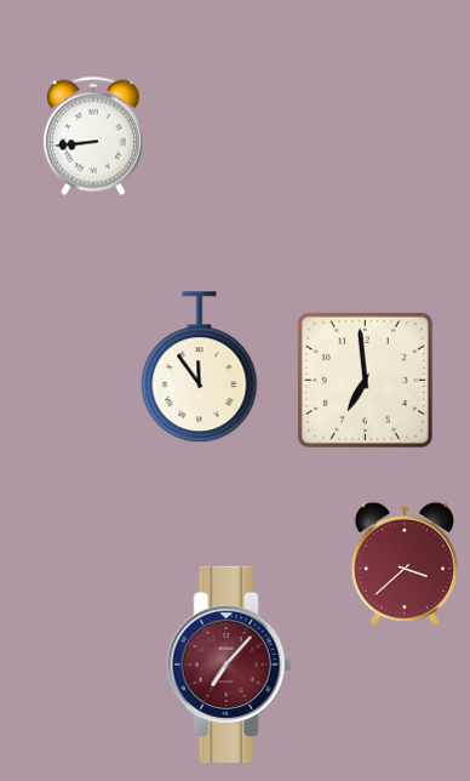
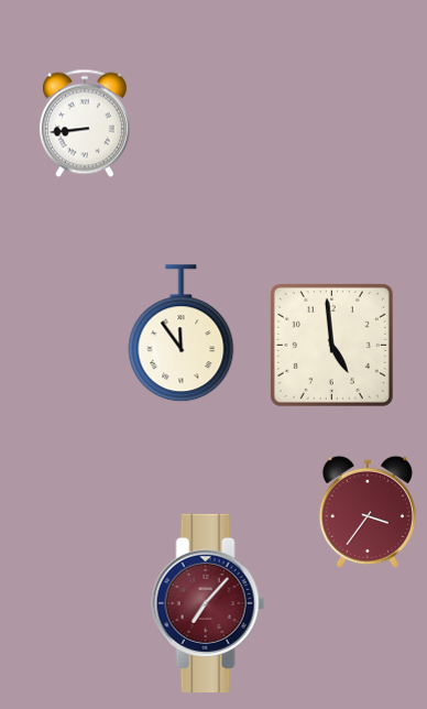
clock at (365, 380): 6:59 -> 4:59
clock at (405, 564): 3:38 -> 3:36
